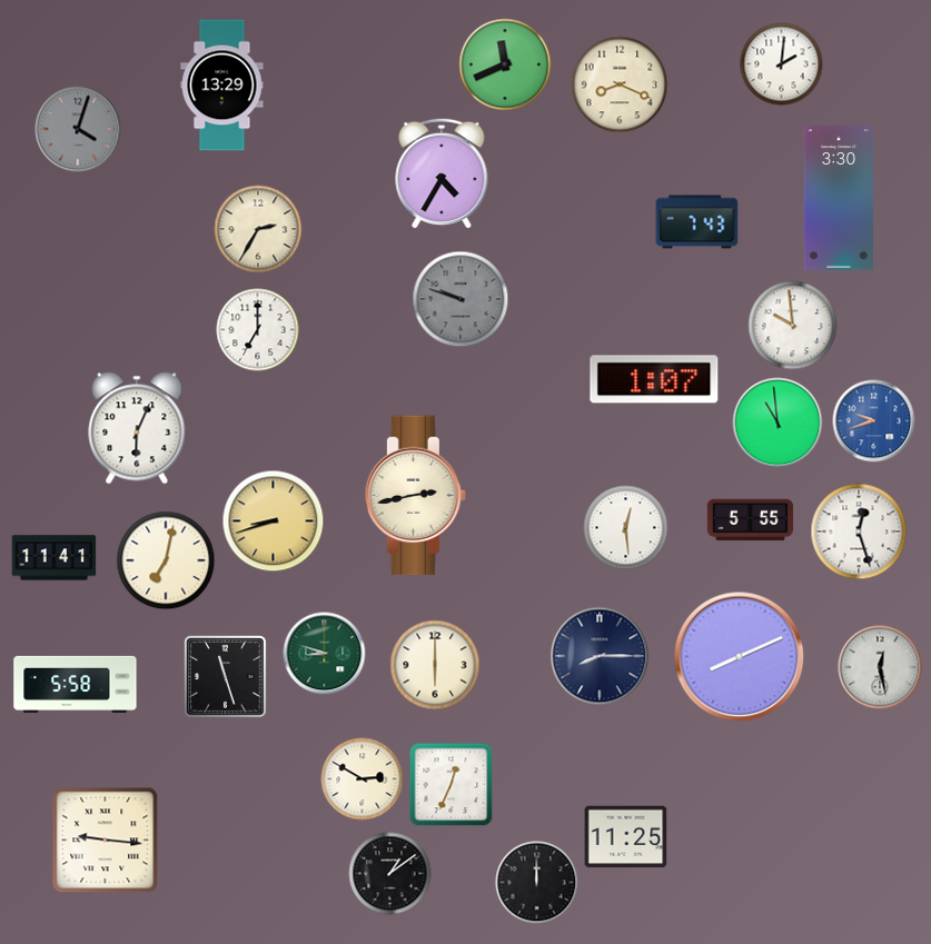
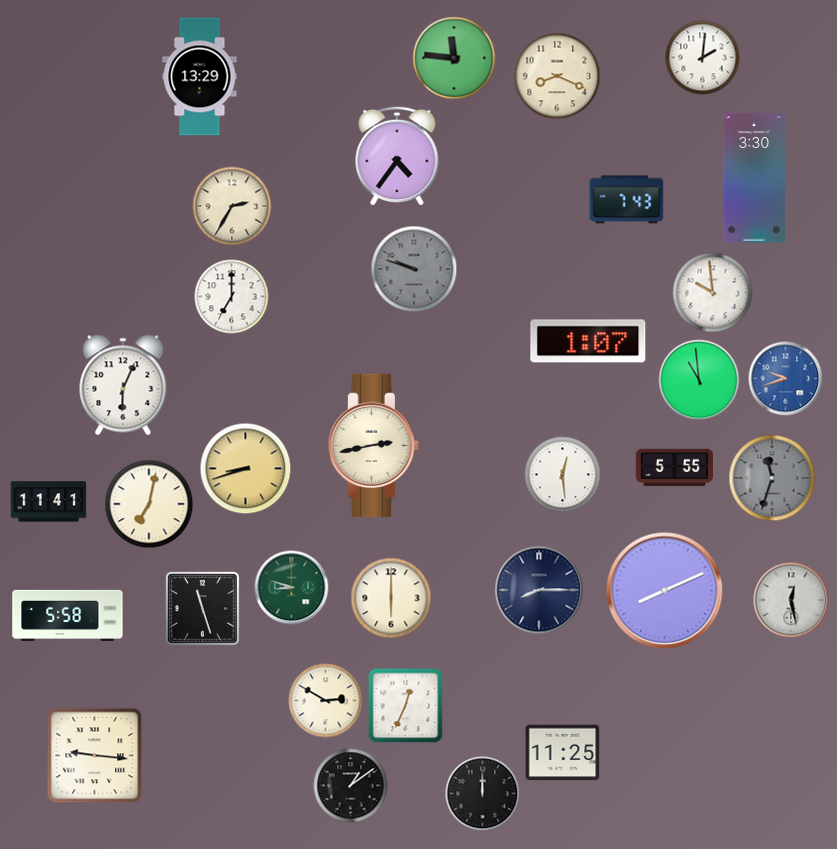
clock at (505, 64): 11:41 -> 11:46
clock at (78, 129): 4:03 -> none
clock at (442, 173): 4:35 -> 4:36
clock at (859, 531): 12:27 -> 11:33
clock at (859, 531) dial: white -> grey
